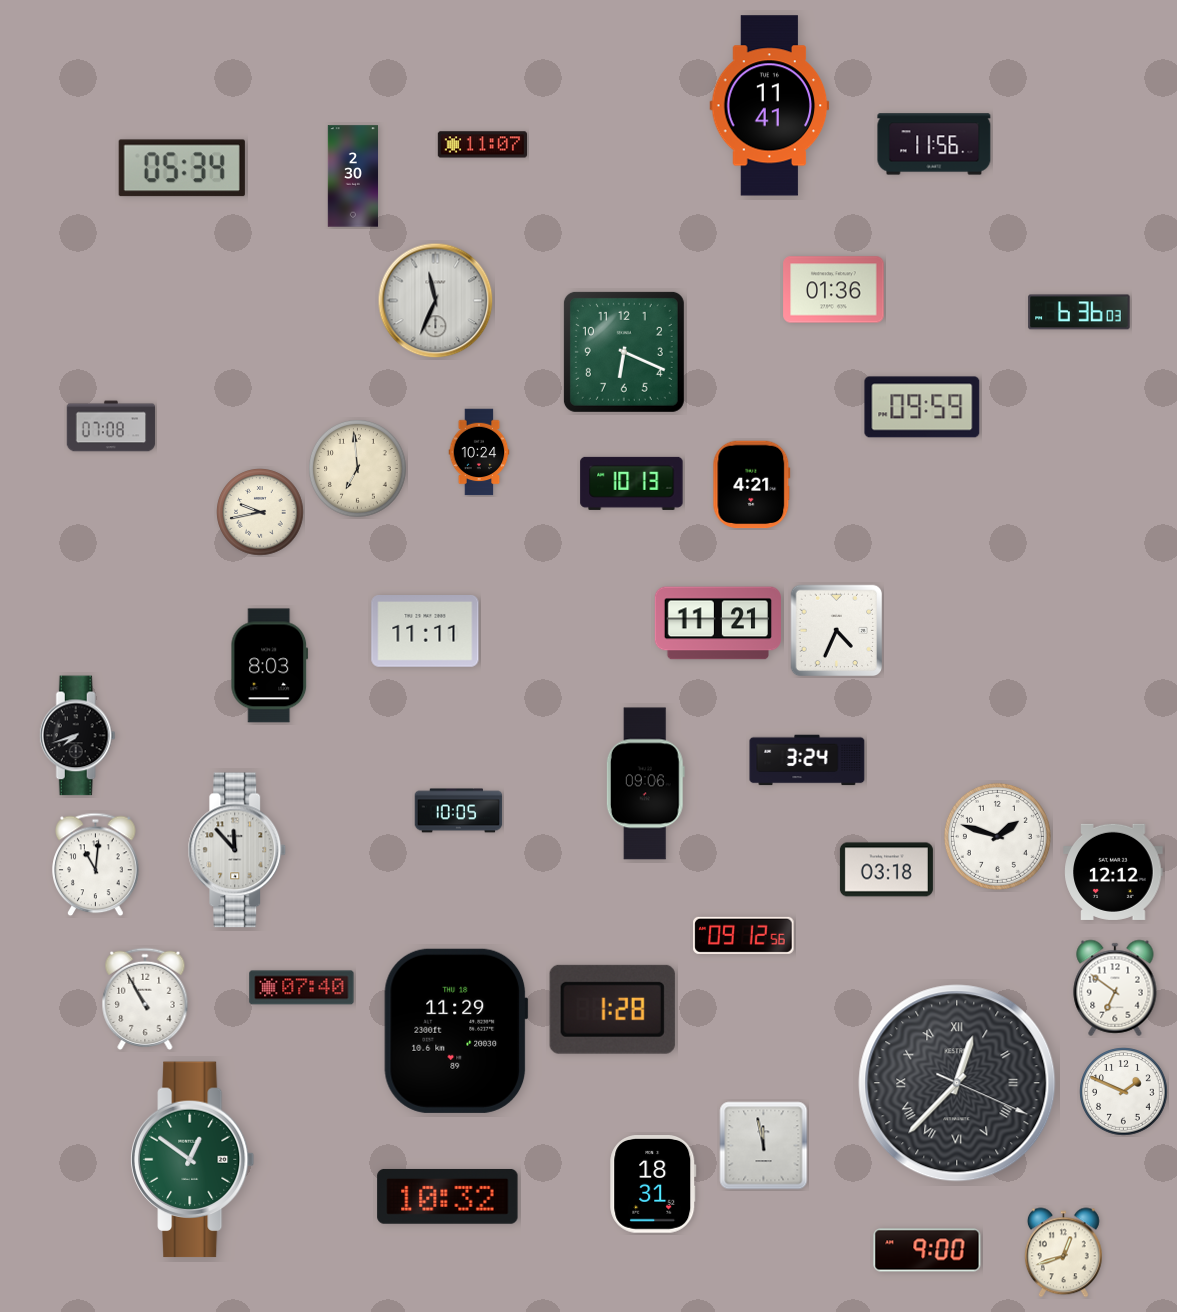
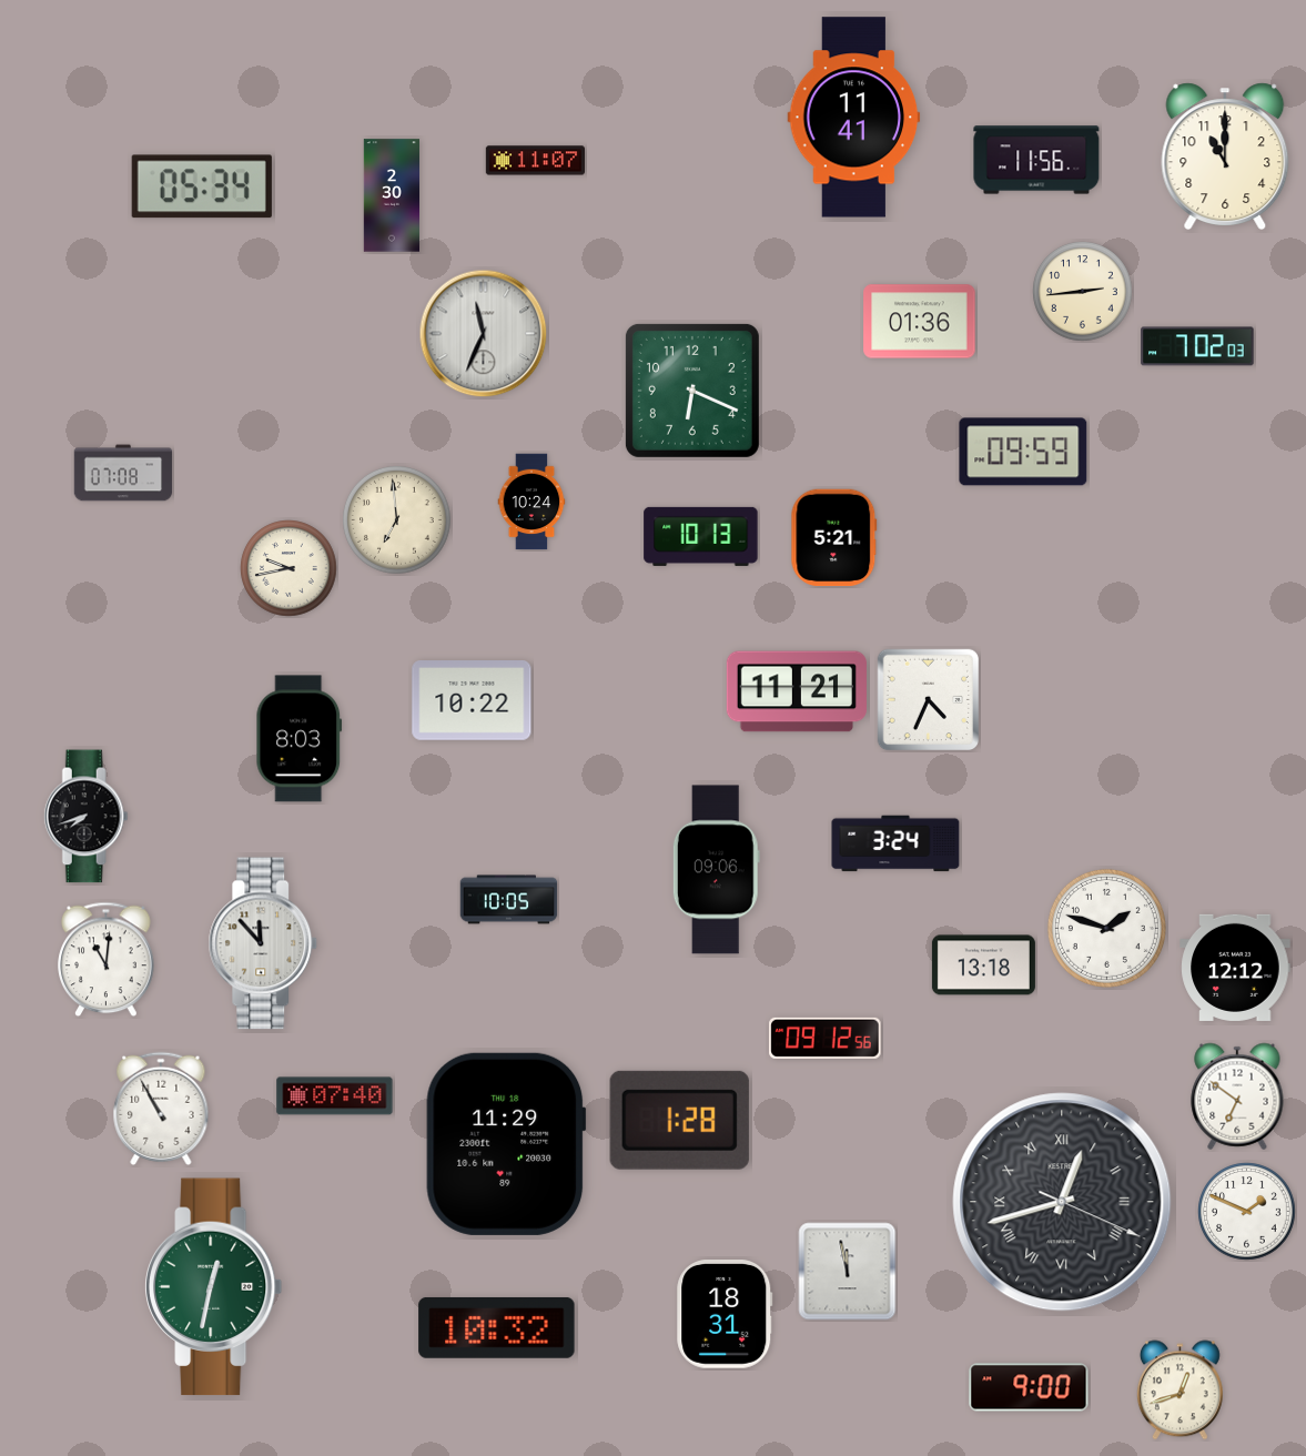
clock at (1225, 156): none -> 11:00
clock at (1083, 292): none -> 2:44
clock at (834, 290) position: (834, 290) -> (920, 322)
clock at (1079, 312): 6:36 -> 7:02
clock at (752, 485): 4:21 -> 5:21
clock at (425, 632): 11:11 -> 10:22
clock at (886, 870): 03:18 -> 13:18
clock at (957, 1083): 12:37 -> 12:42
clock at (193, 1160): 12:51 -> 12:32
